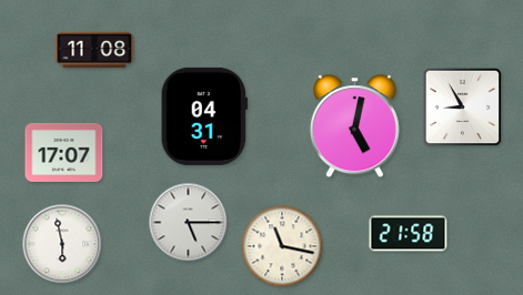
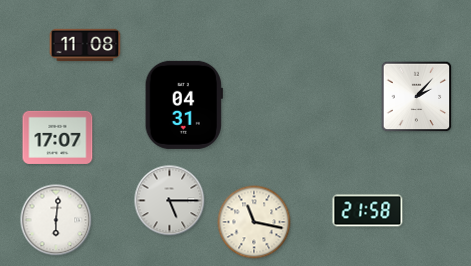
clock at (463, 108): 8:55 -> 2:07
clock at (354, 126): 5:02 -> none
clock at (62, 244): 5:58 -> 6:01
